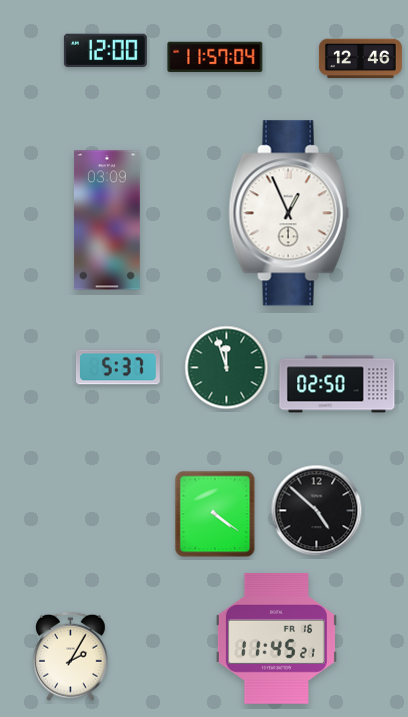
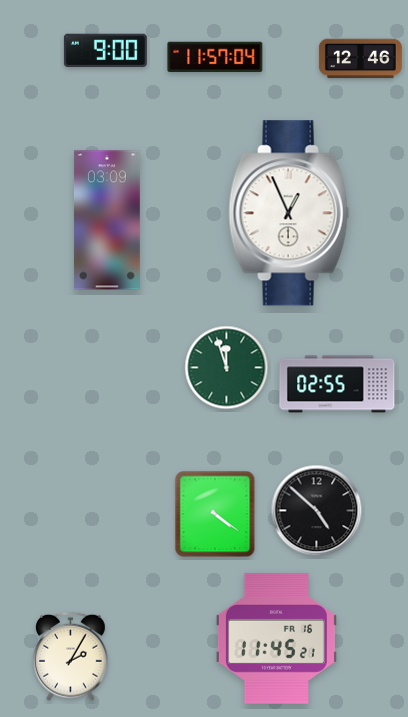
clock at (105, 51): 12:00 -> 9:00
clock at (118, 367): 5:37 -> none
clock at (337, 384): 02:50 -> 02:55
